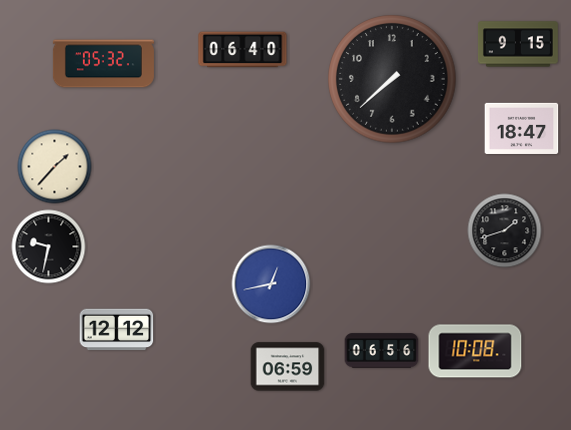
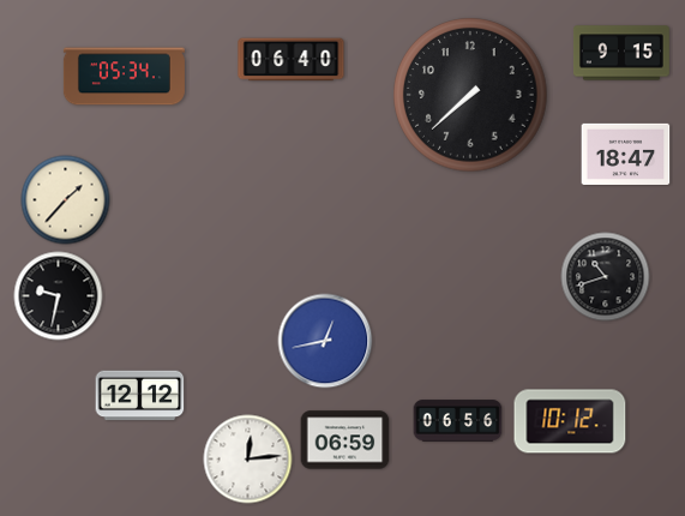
clock at (103, 64): 05:32 -> 05:34
clock at (505, 231): 1:42 -> 10:42
clock at (475, 351): 10:08 -> 10:12
clock at (248, 460): none -> 12:14
